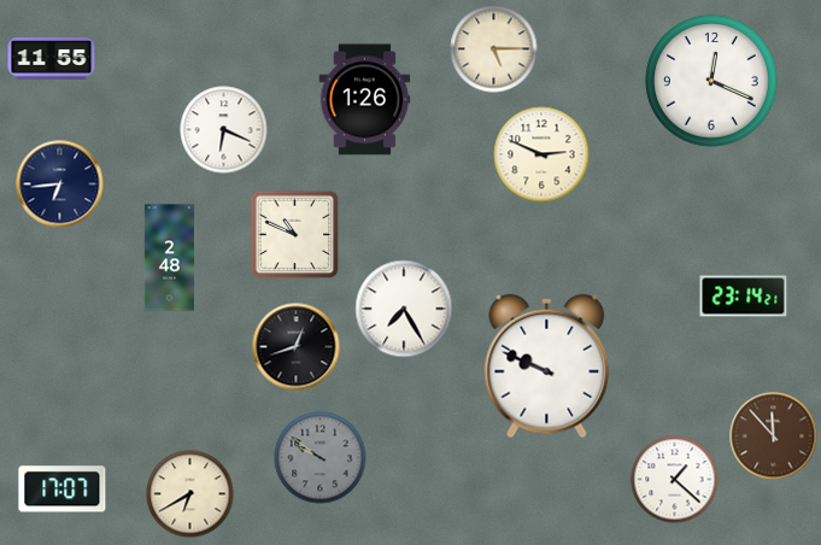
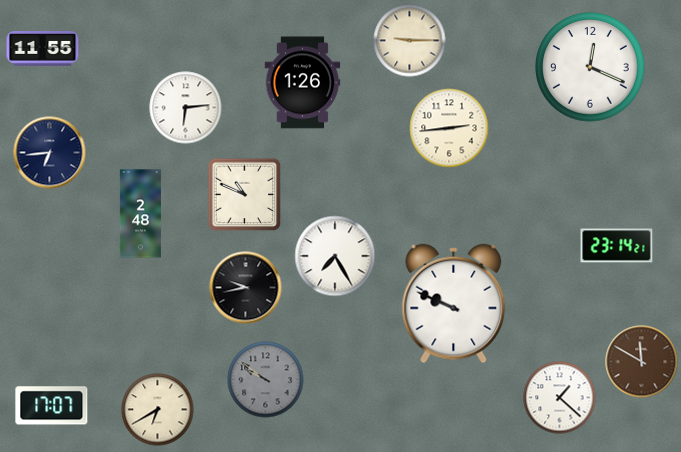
clock at (494, 49): 5:15 -> 9:15
clock at (224, 130): 6:19 -> 6:14
clock at (541, 154): 2:49 -> 2:44
clock at (297, 347): 12:42 -> 9:43
clock at (774, 436): 11:53 -> 11:50
